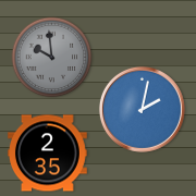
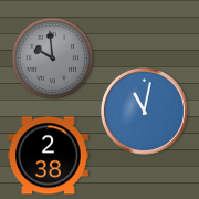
clock at (142, 109): 2:02 -> 11:02
clock at (48, 154): 2:35 -> 2:38
